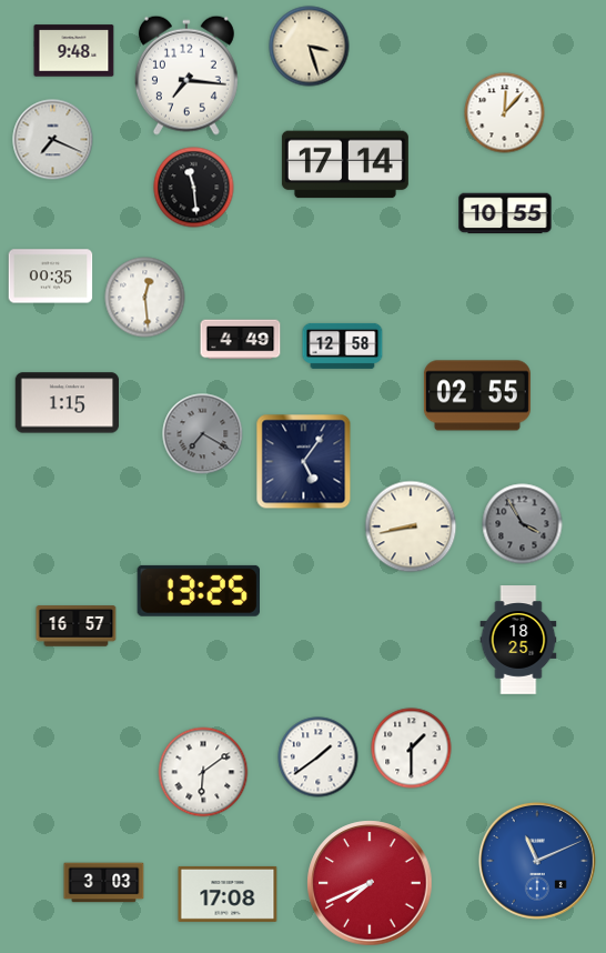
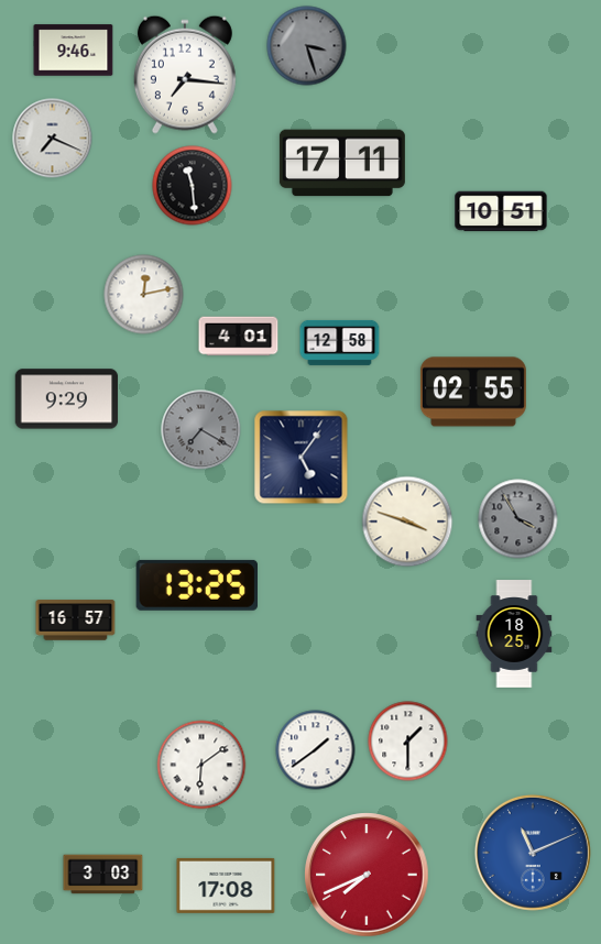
clock at (310, 47) dial: cream -> grey
clock at (74, 51): 9:48 -> 9:46
clock at (505, 113): 12:07 -> none
clock at (345, 164): 17:14 -> 17:11
clock at (505, 213): 10:55 -> 10:51
clock at (51, 277): 00:35 -> none
clock at (145, 298): 12:29 -> 12:13
clock at (241, 340): 4:49 -> 4:01
clock at (68, 403): 1:15 -> 9:29
clock at (411, 526): 8:43 -> 3:48
